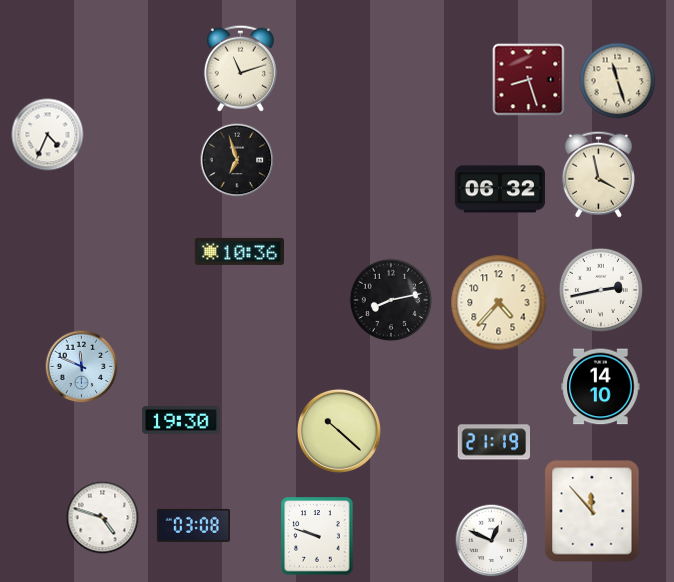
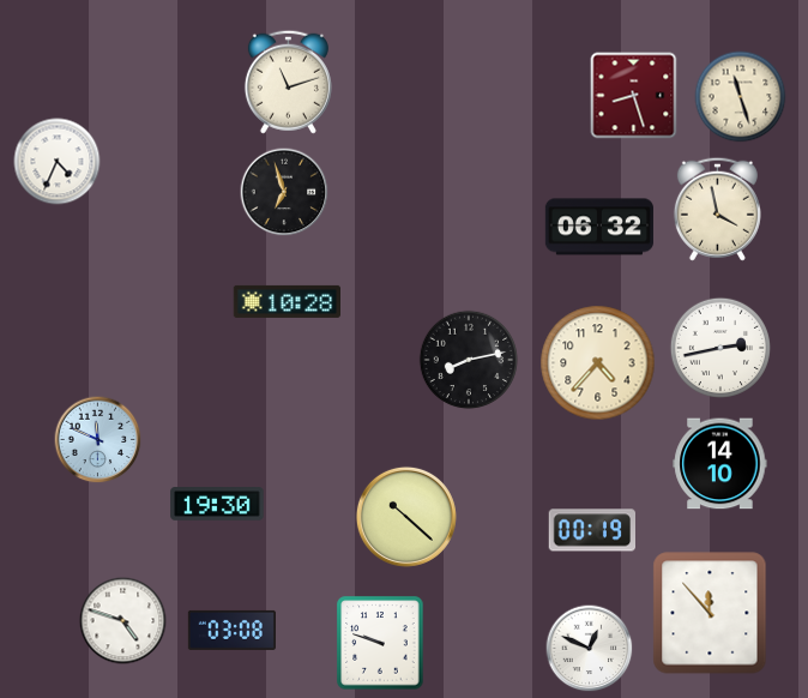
clock at (239, 251): 10:36 -> 10:28
clock at (494, 442): 21:19 -> 00:19
